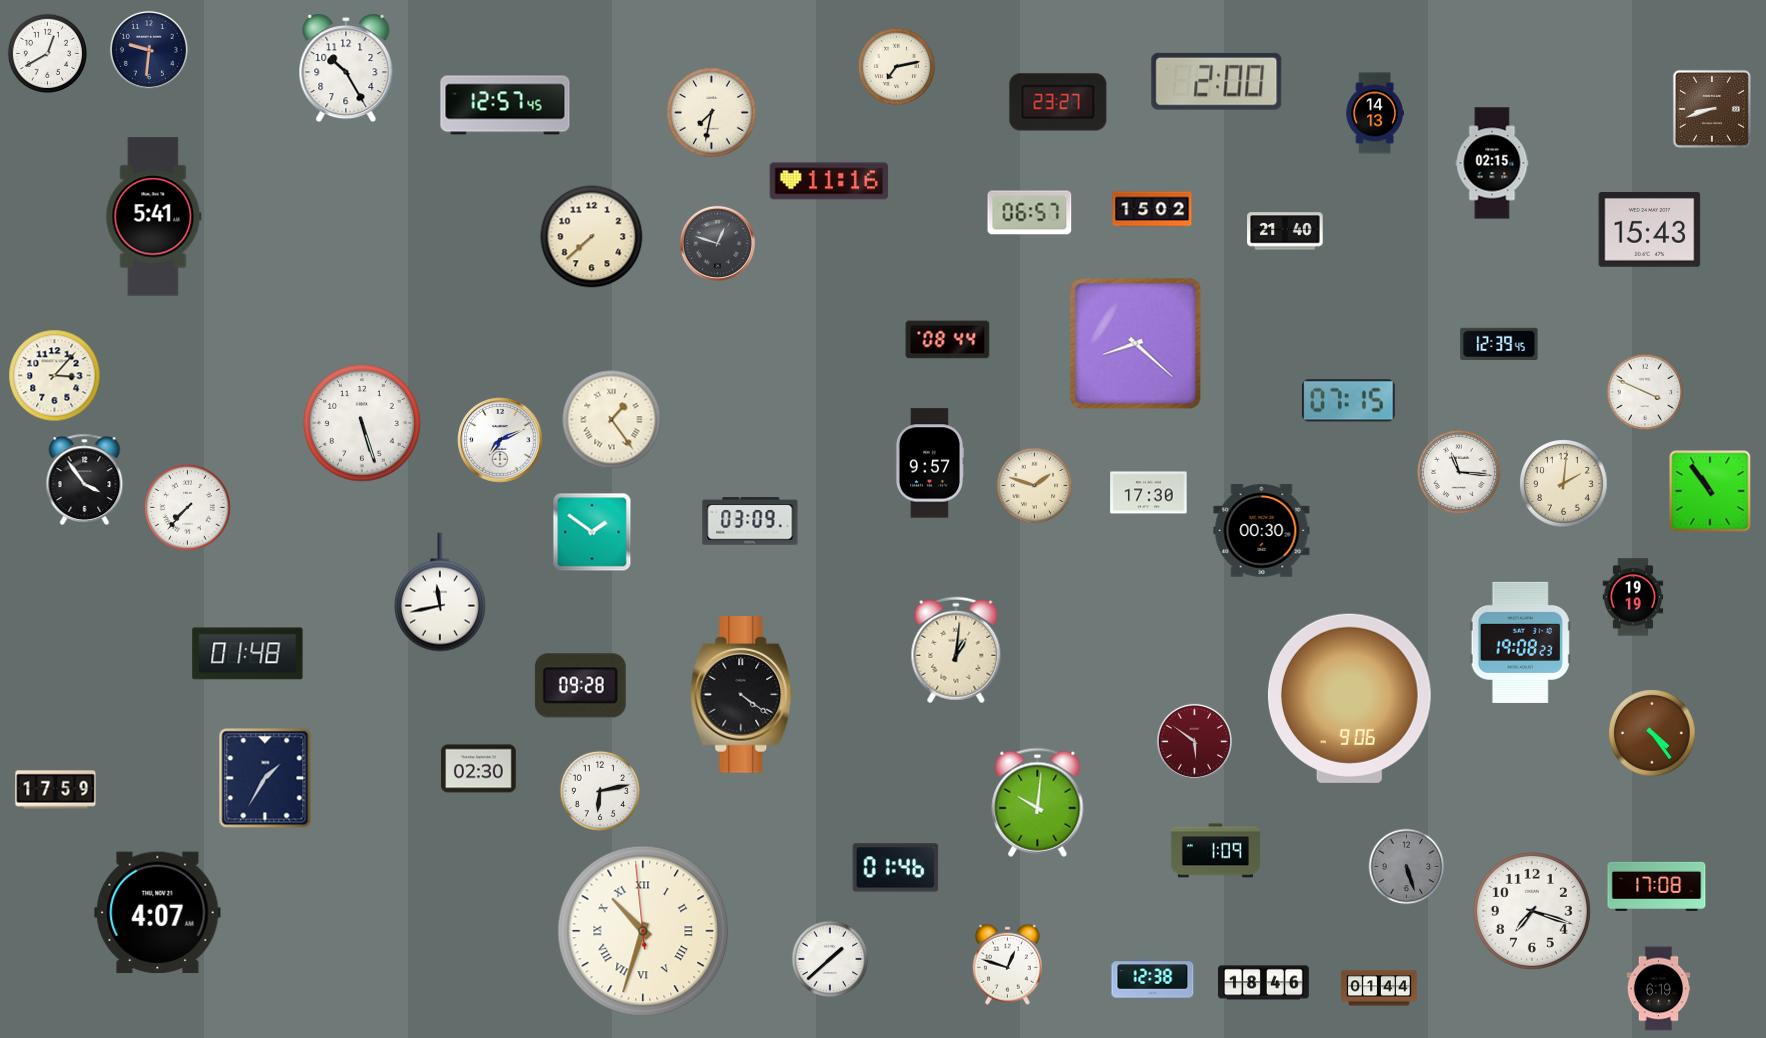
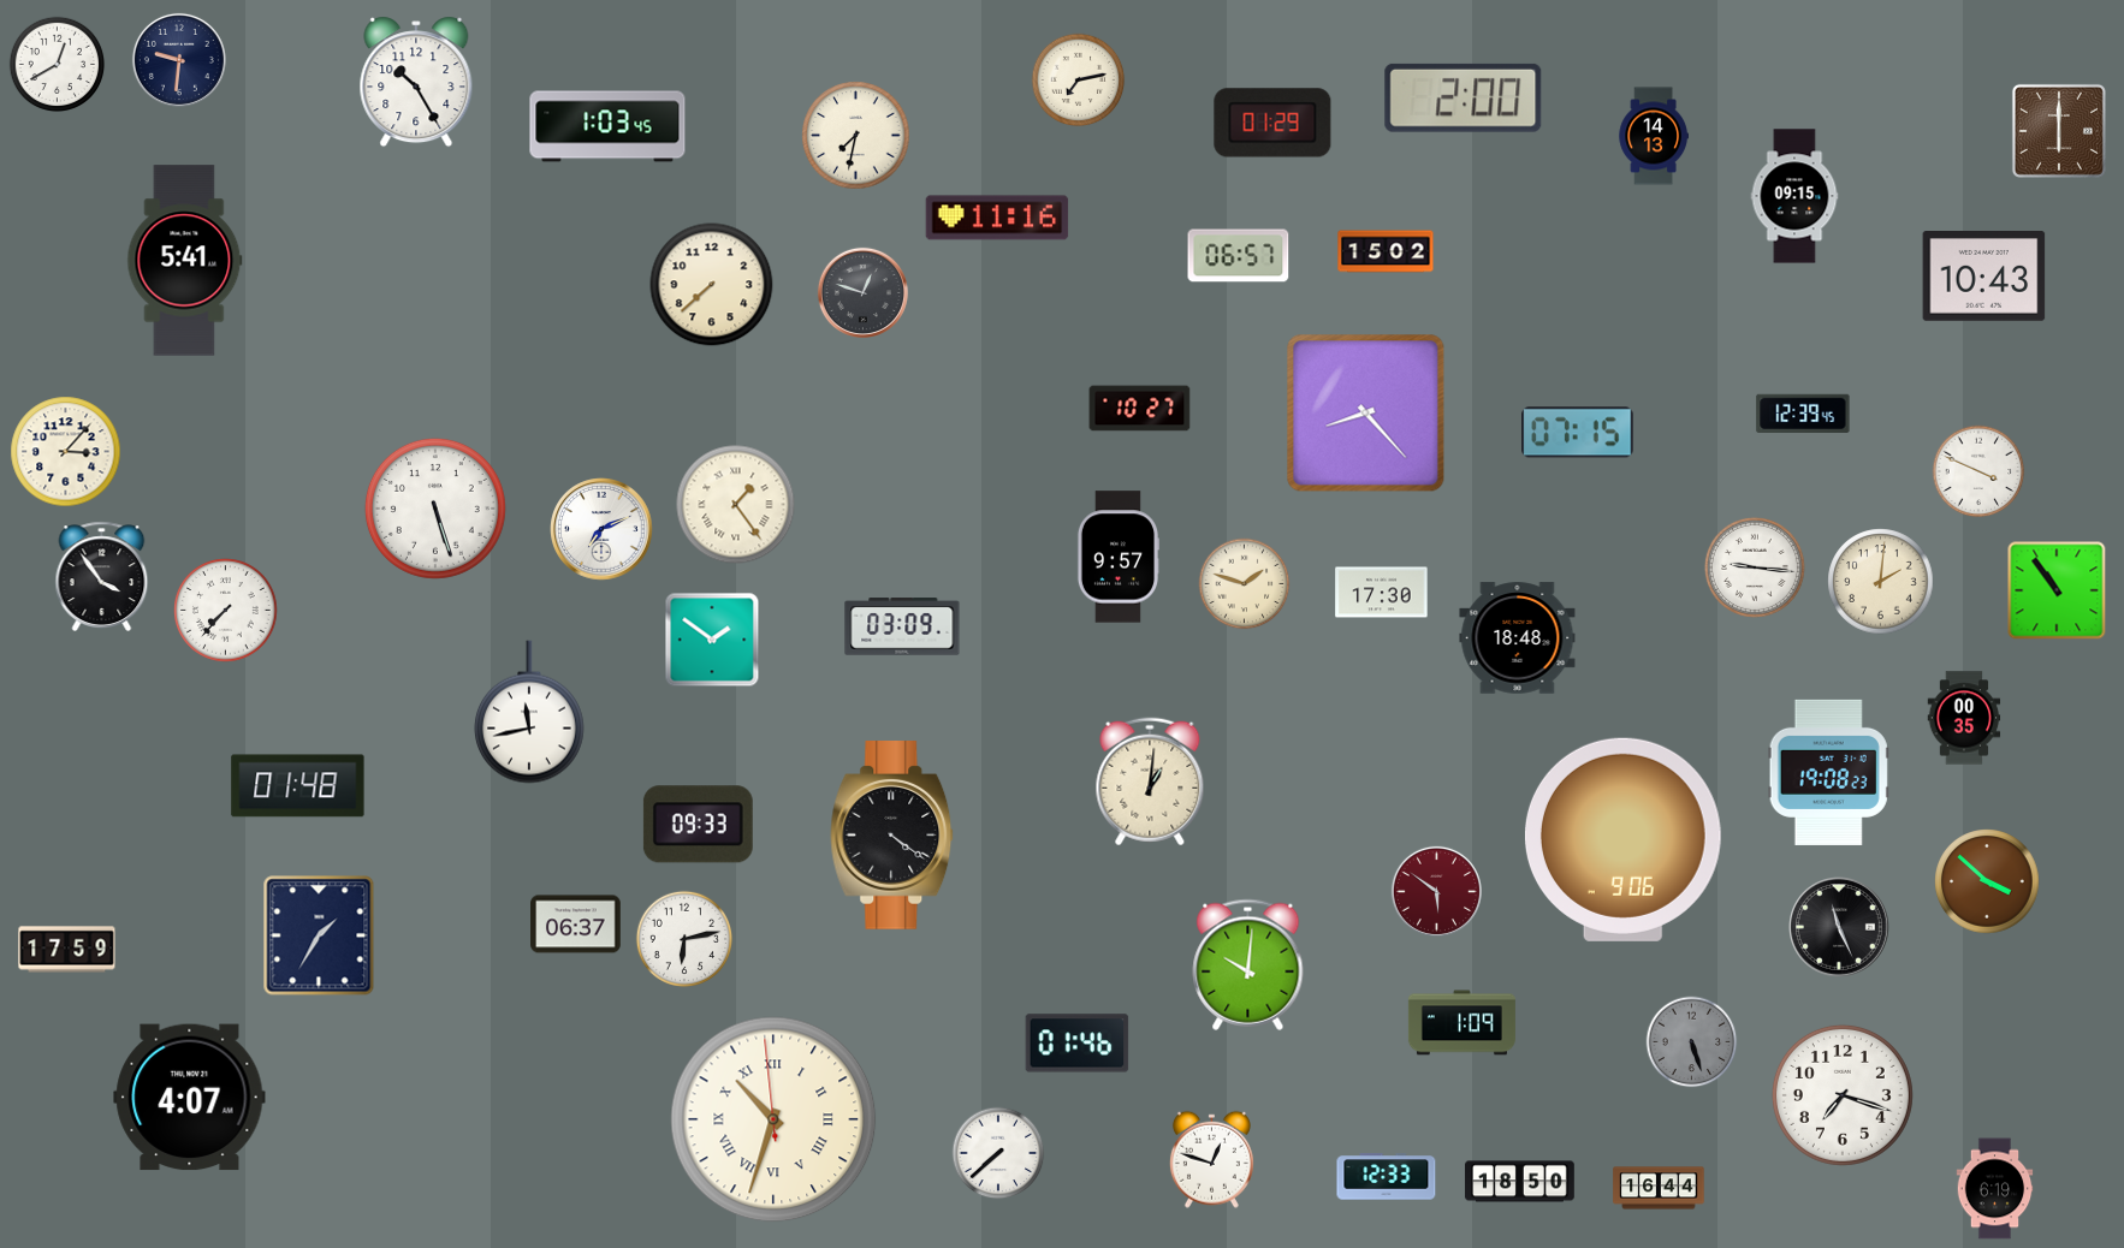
clock at (1058, 102): 23:27 -> 01:29
clock at (505, 105): 12:57 -> 1:03
clock at (1712, 109): 8:42 -> 6:00
clock at (1492, 163): 02:15 -> 09:15
clock at (1650, 230): 15:43 -> 10:43
clock at (1285, 231): 21:40 -> none
clock at (948, 340): 08:44 -> 10:27
clock at (1136, 344): 8:22 -> 8:23
clock at (1349, 401) position: (1349, 401) -> (1578, 433)
clock at (1459, 472): 11:16 -> 9:16
clock at (1262, 531): 00:30 -> 18:48
clock at (1633, 597): 19:19 -> 00:35
clock at (580, 686): 09:28 -> 09:33
clock at (1652, 733): 4:24 -> 3:52
clock at (479, 769): 02:30 -> 06:37
clock at (1840, 928): none -> 11:26
clock at (599, 790) position: (599, 790) -> (683, 938)
clock at (1657, 886): 17:08 -> none
clock at (830, 959): 1:38 -> 7:38
clock at (1153, 979): 12:38 -> 12:33
clock at (1264, 983): 18:46 -> 18:50
clock at (1379, 988): 01:44 -> 16:44
